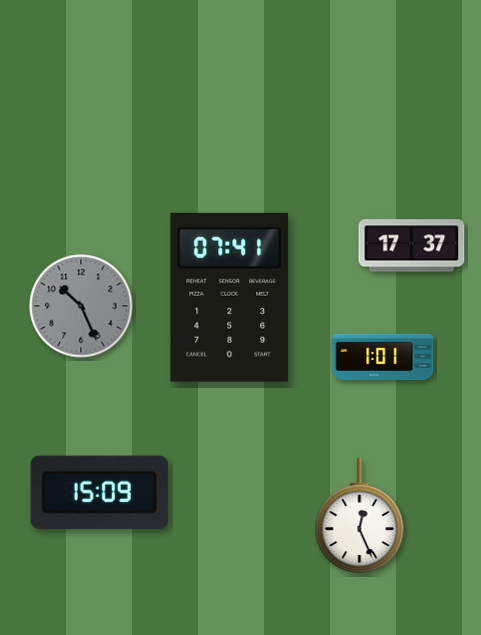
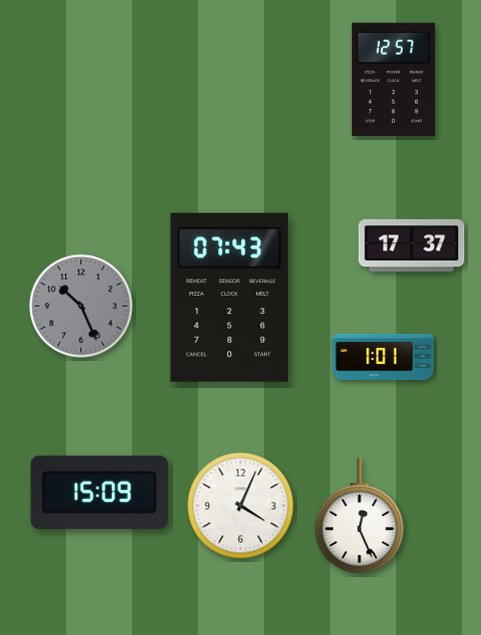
clock at (393, 79): none -> 12:57
clock at (230, 297): 07:41 -> 07:43
clock at (241, 506): none -> 4:04
